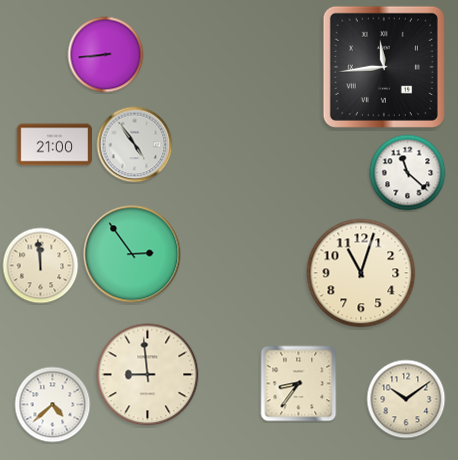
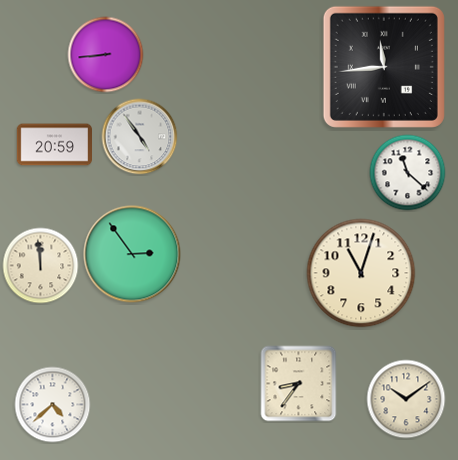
clock at (54, 145): 21:00 -> 20:59
clock at (135, 145) position: (135, 145) -> (140, 137)
clock at (148, 375): 8:59 -> none
